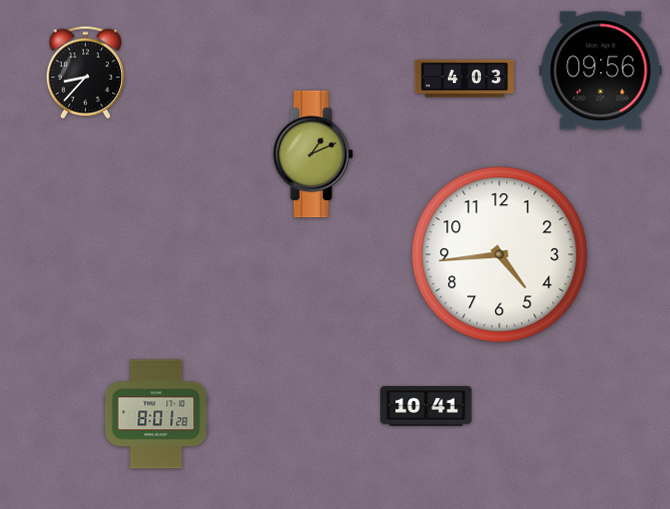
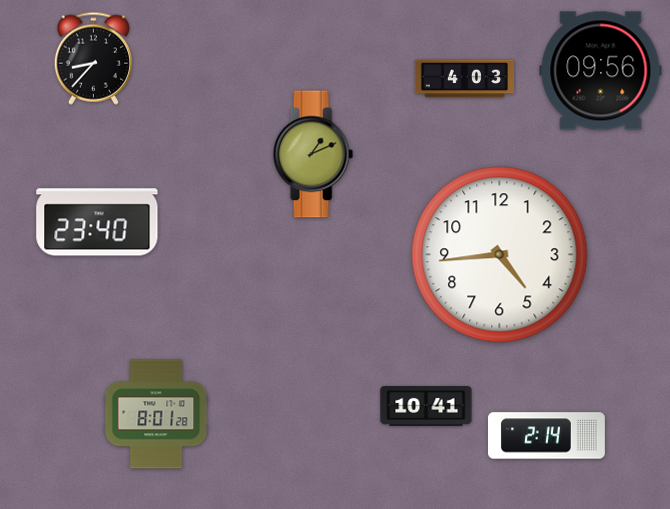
clock at (85, 72) position: (85, 72) -> (93, 58)
clock at (97, 222): none -> 23:40
clock at (546, 436): none -> 2:14
